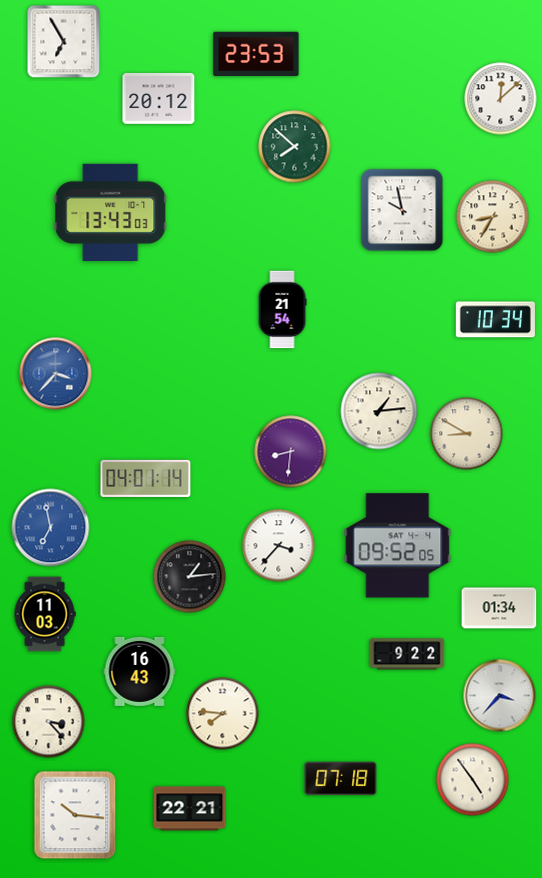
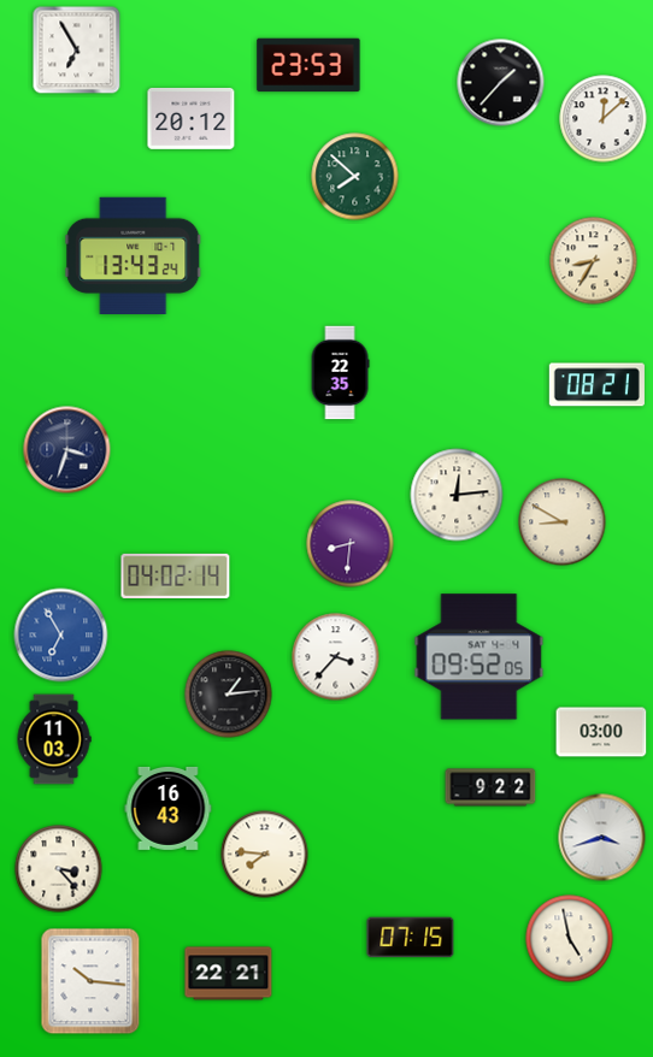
clock at (501, 83): none -> 1:37
clock at (402, 210): 9:58 -> none
clock at (111, 212): 13:43:03 -> 13:43:24
clock at (282, 310): 21:54 -> 22:35
clock at (495, 320): 10:34 -> 08:21
clock at (56, 374): 3:37 -> 3:33
clock at (56, 374) dial: blue -> navy
clock at (379, 411): 1:14 -> 12:14
clock at (146, 478): 04:01 -> 04:02
clock at (51, 528): 6:58 -> 6:55
clock at (499, 608): 01:34 -> 03:00
clock at (500, 696): 3:37 -> 3:42
clock at (223, 714) position: (223, 714) -> (265, 855)
clock at (341, 779): 07:18 -> 07:15
clock at (473, 780): 4:54 -> 4:58
